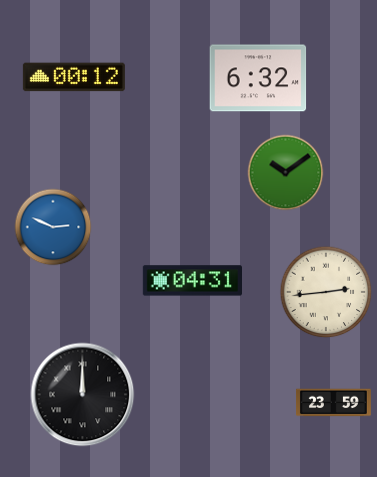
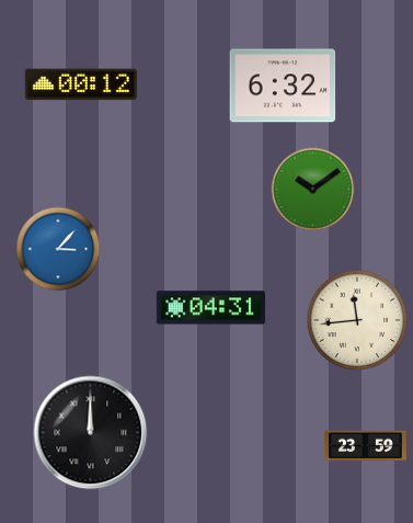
clock at (53, 227): 2:49 -> 3:07
clock at (326, 292): 2:44 -> 11:44
clock at (334, 403) position: (334, 403) -> (366, 446)
